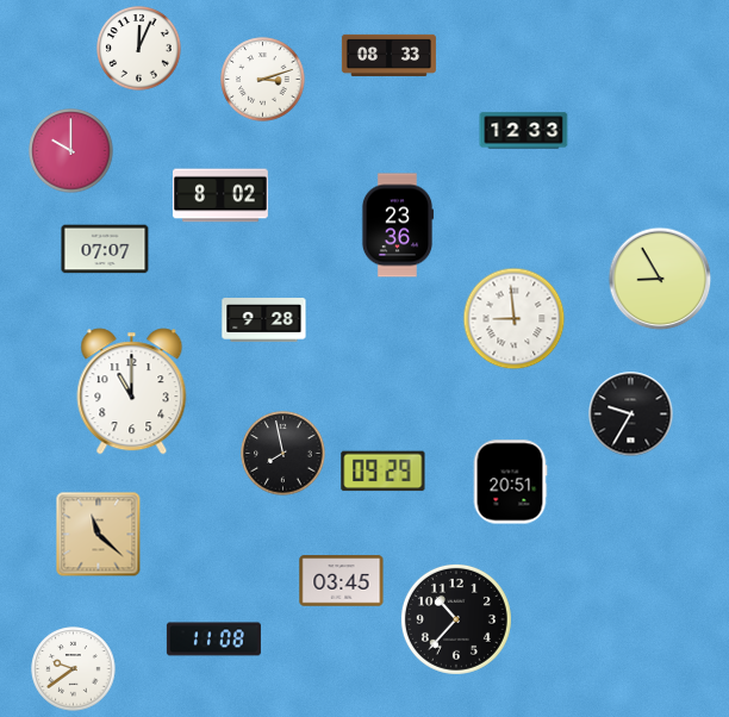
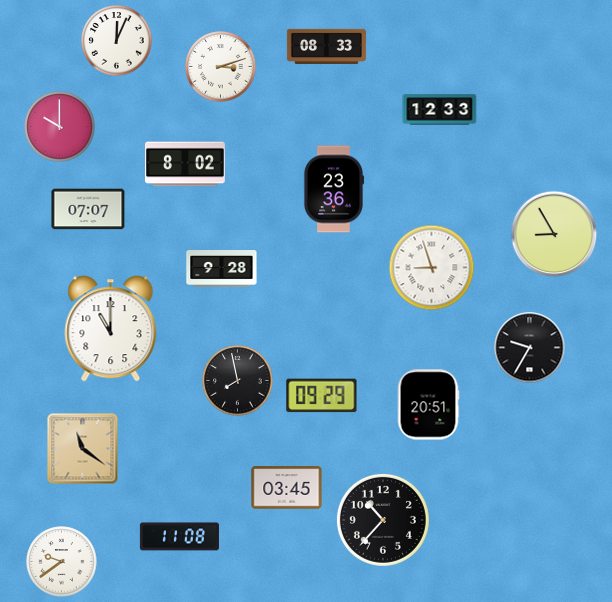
clock at (515, 319): 8:59 -> 8:57
clock at (99, 535): 11:22 -> 11:21
